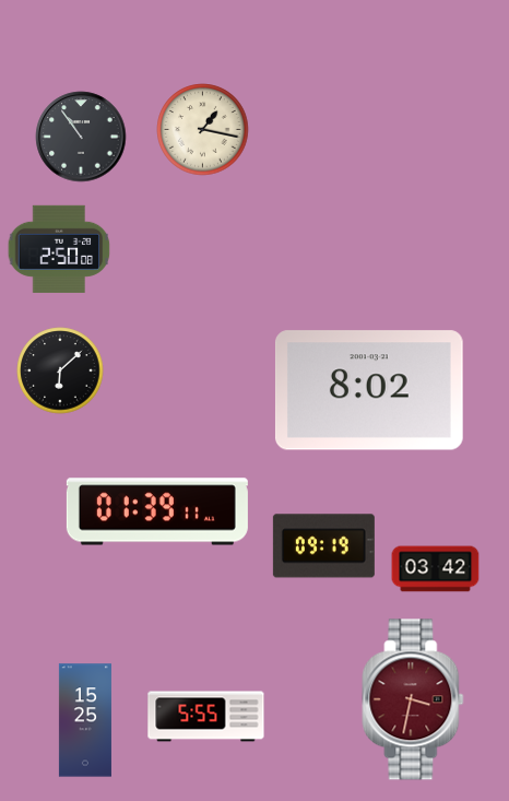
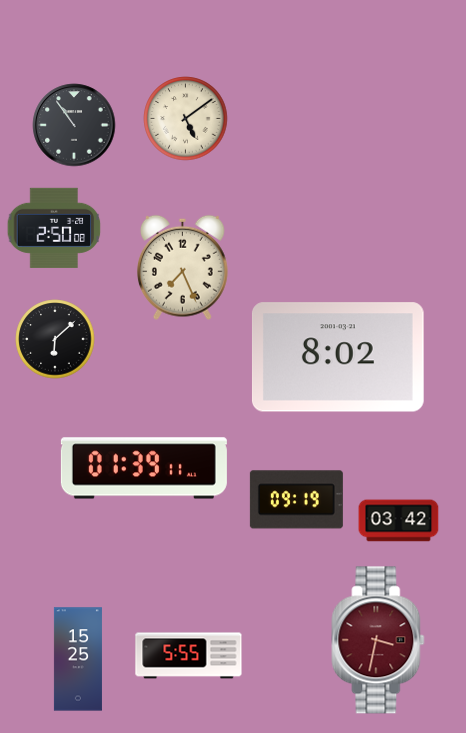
clock at (203, 130): 1:17 -> 5:09
clock at (183, 267): none -> 7:26
